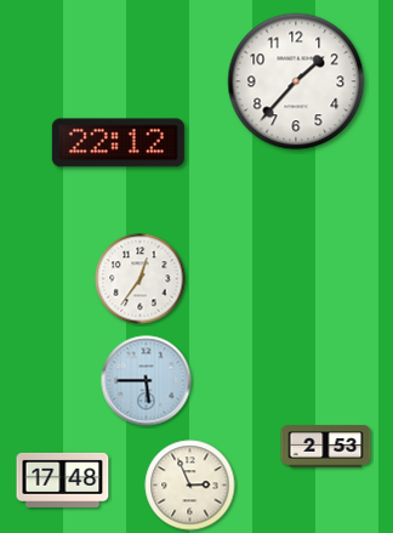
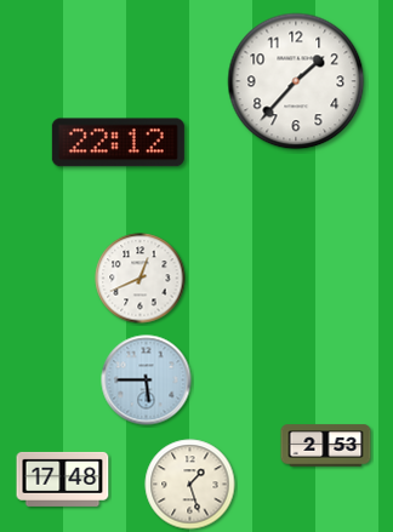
clock at (141, 279): 12:36 -> 12:41
clock at (190, 486): 2:56 -> 1:27
